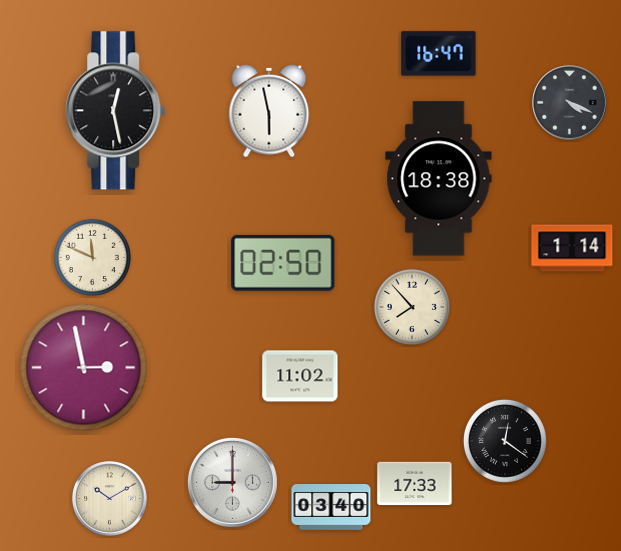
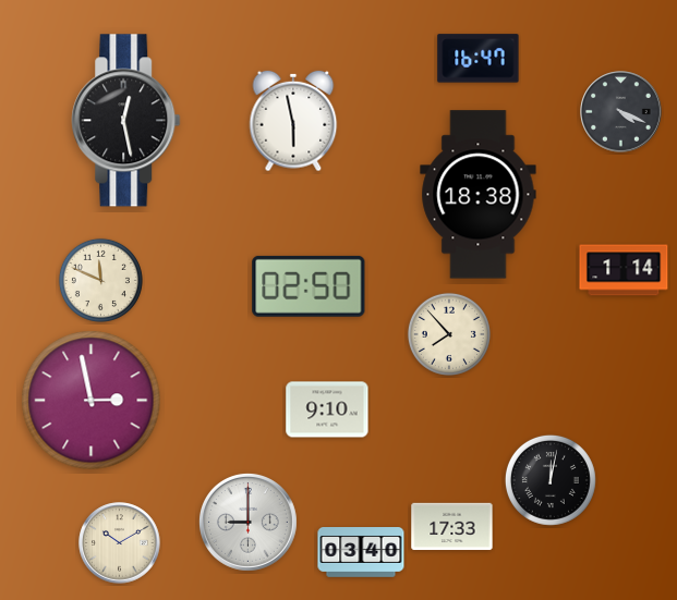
clock at (300, 376): 11:02 -> 9:10
clock at (505, 441): 12:21 -> 12:02
clock at (232, 482) position: (232, 482) -> (247, 522)
